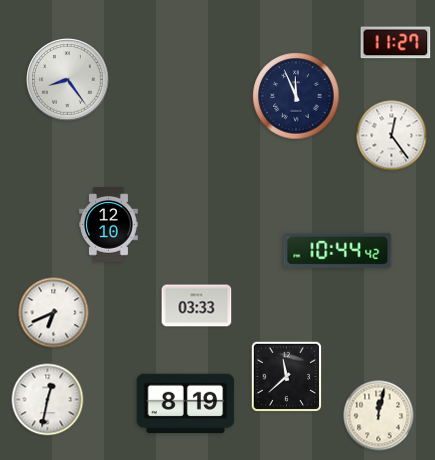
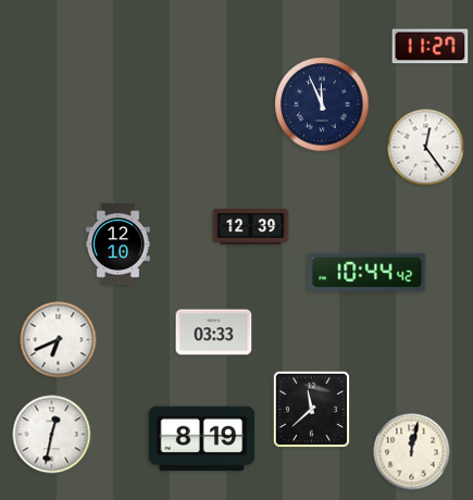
clock at (68, 80): 8:24 -> none
clock at (251, 227): none -> 12:39
